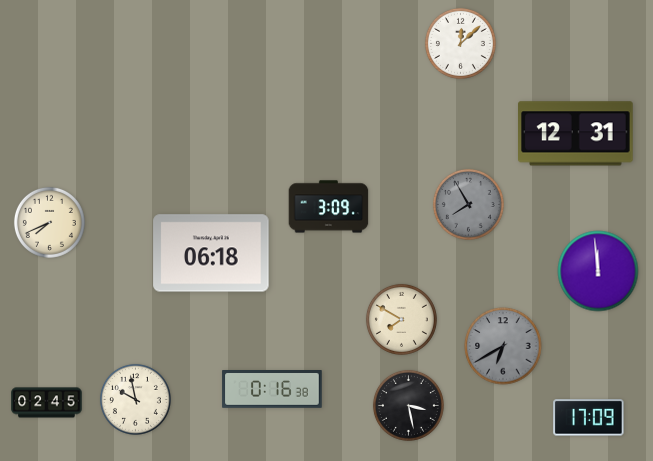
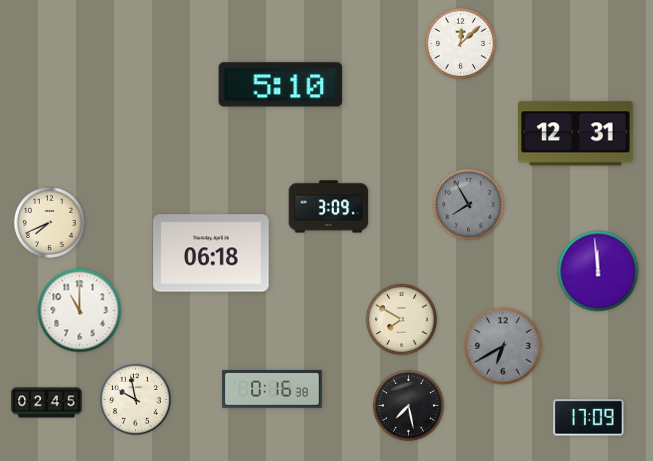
clock at (281, 85): none -> 5:10
clock at (80, 311): none -> 11:00
clock at (408, 405): 3:28 -> 7:28
